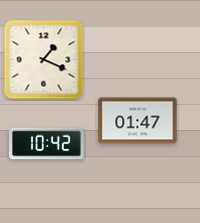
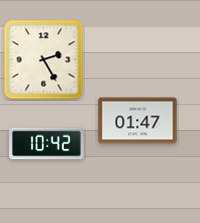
clock at (44, 60): 1:19 -> 2:25
